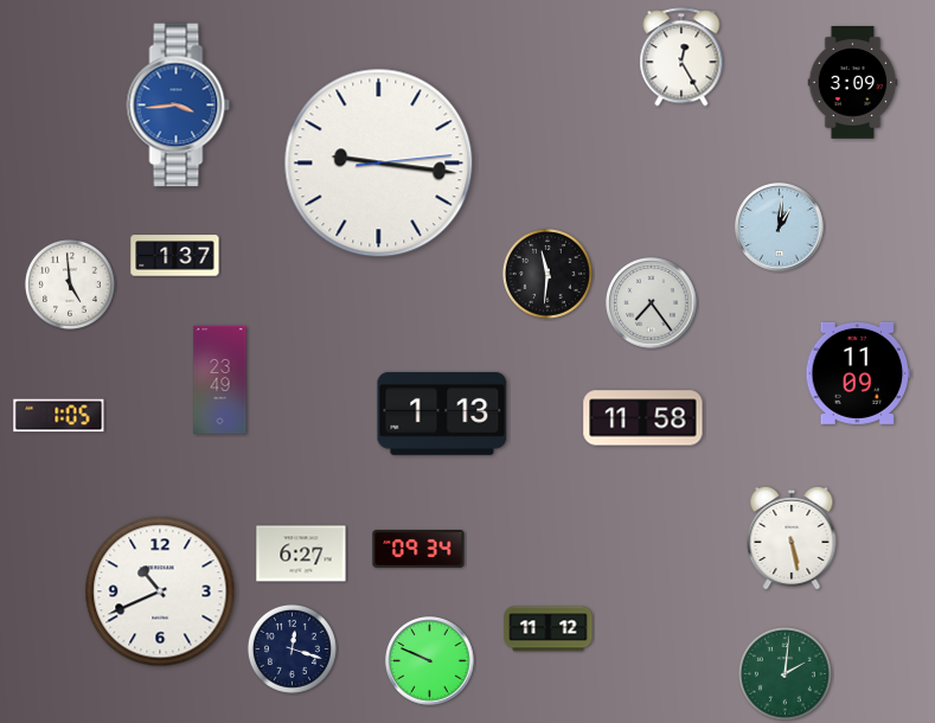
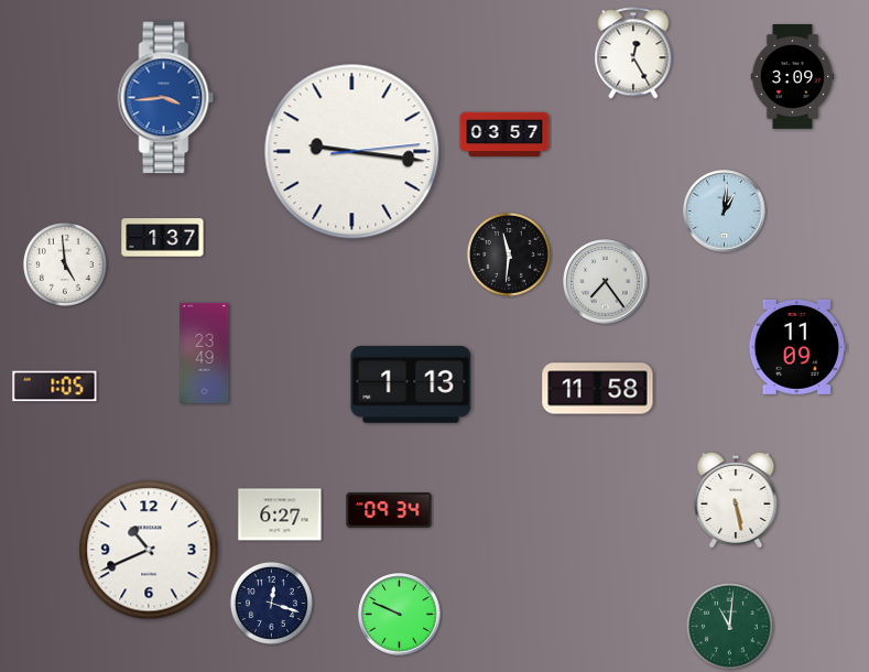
clock at (504, 134): none -> 03:57
clock at (549, 629): 11:12 -> none
clock at (784, 673): 2:01 -> 11:01
